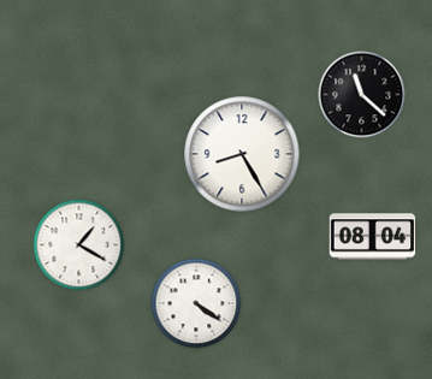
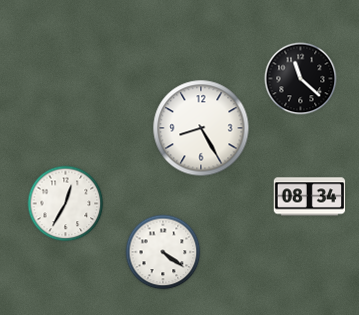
clock at (373, 237): 08:04 -> 08:34
clock at (79, 245): 1:20 -> 12:35
